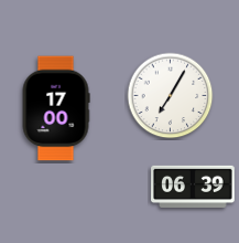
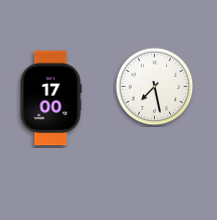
clock at (171, 96): 7:05 -> 7:28
clock at (193, 186): 06:39 -> none
